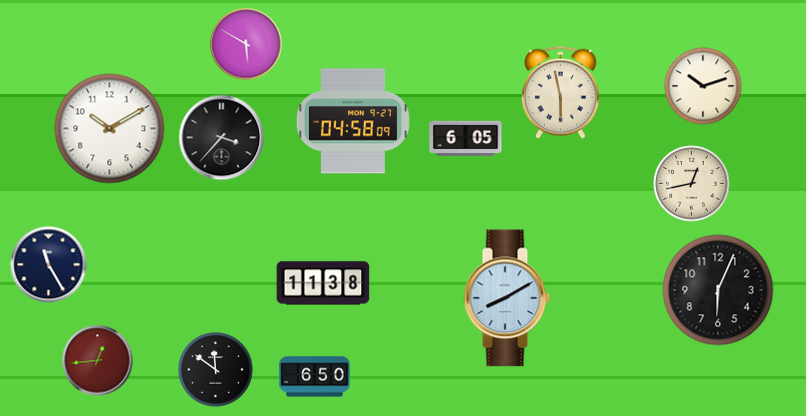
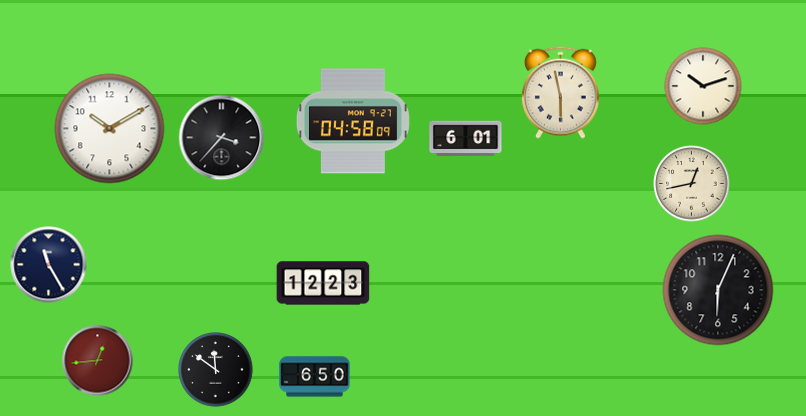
clock at (246, 44): 5:50 -> none
clock at (466, 139): 6:05 -> 6:01
clock at (323, 283): 11:38 -> 12:23
clock at (507, 298): 8:10 -> none
